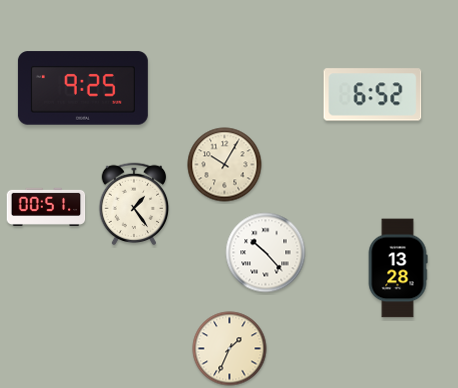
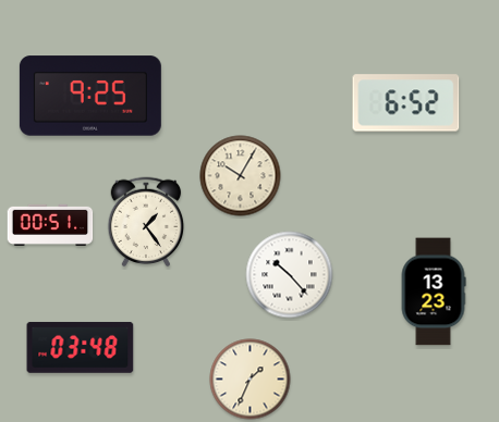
clock at (225, 165) position: (225, 165) -> (241, 176)
clock at (398, 268): 13:28 -> 13:23
clock at (81, 348): none -> 03:48
